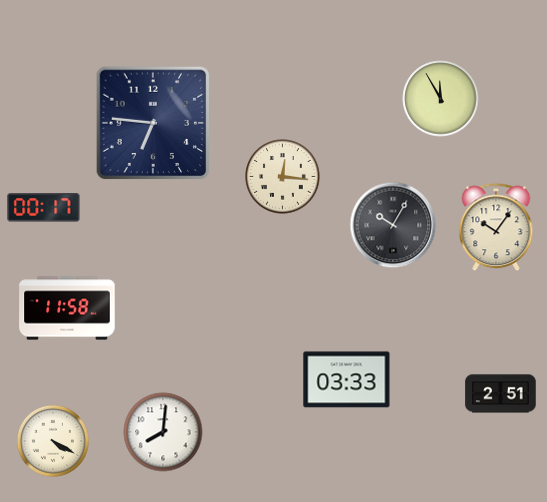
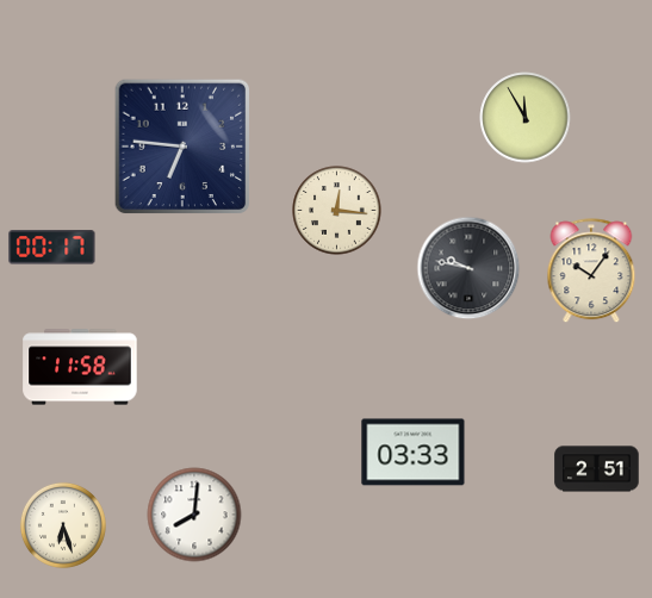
clock at (393, 225): 10:05 -> 9:47
clock at (53, 441): 4:20 -> 6:27
